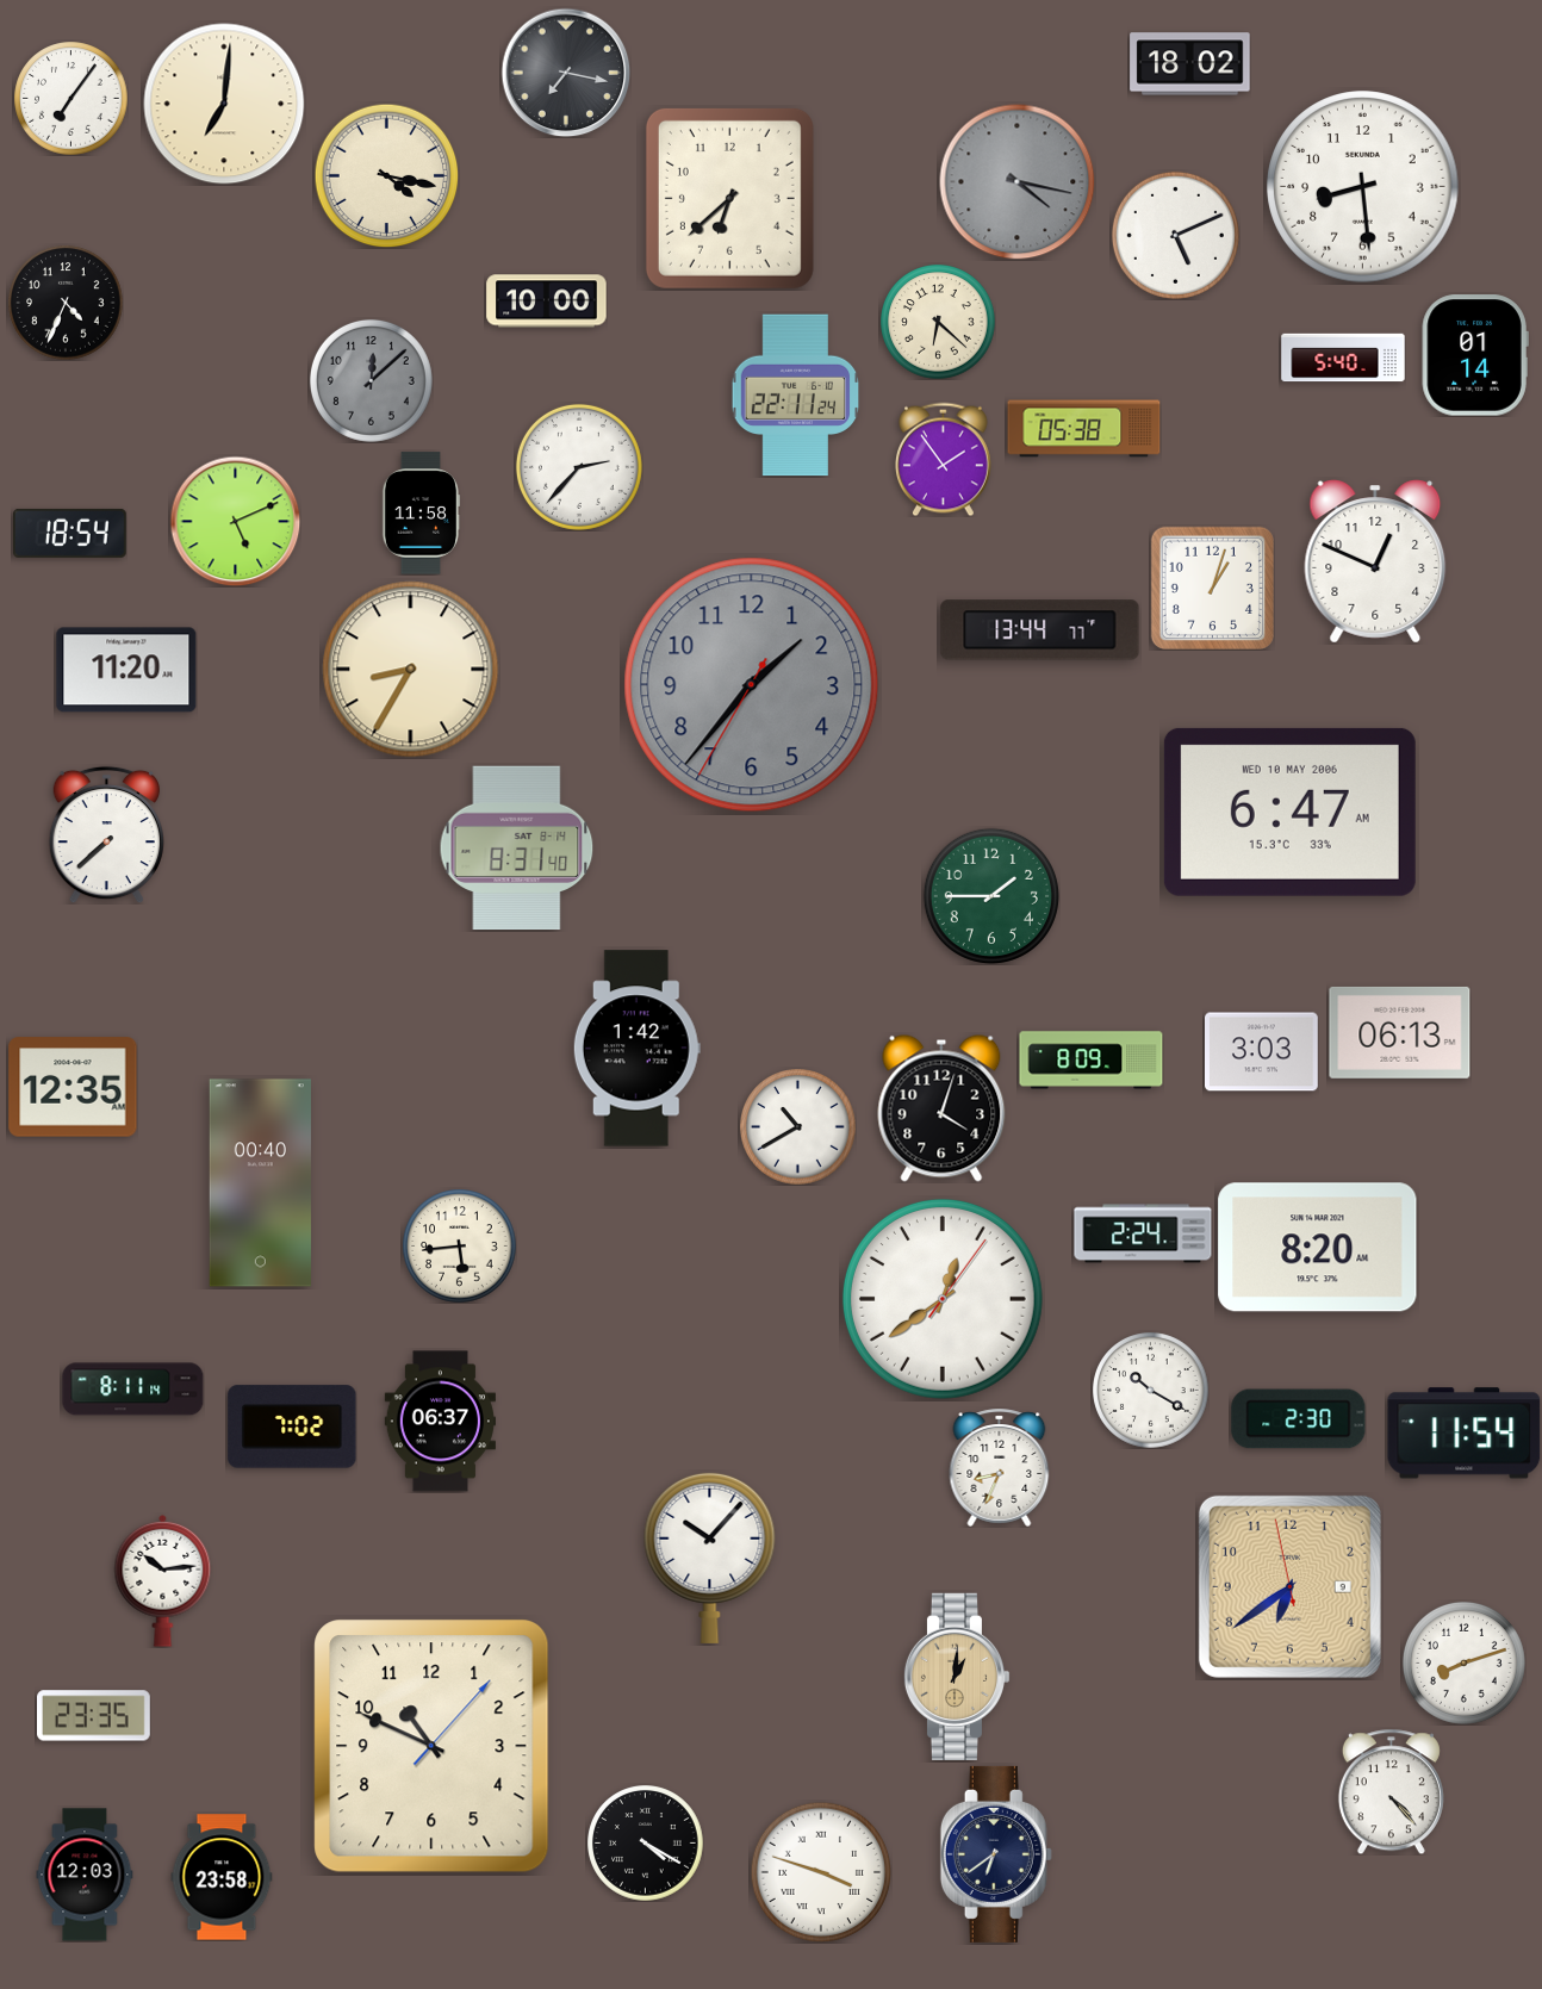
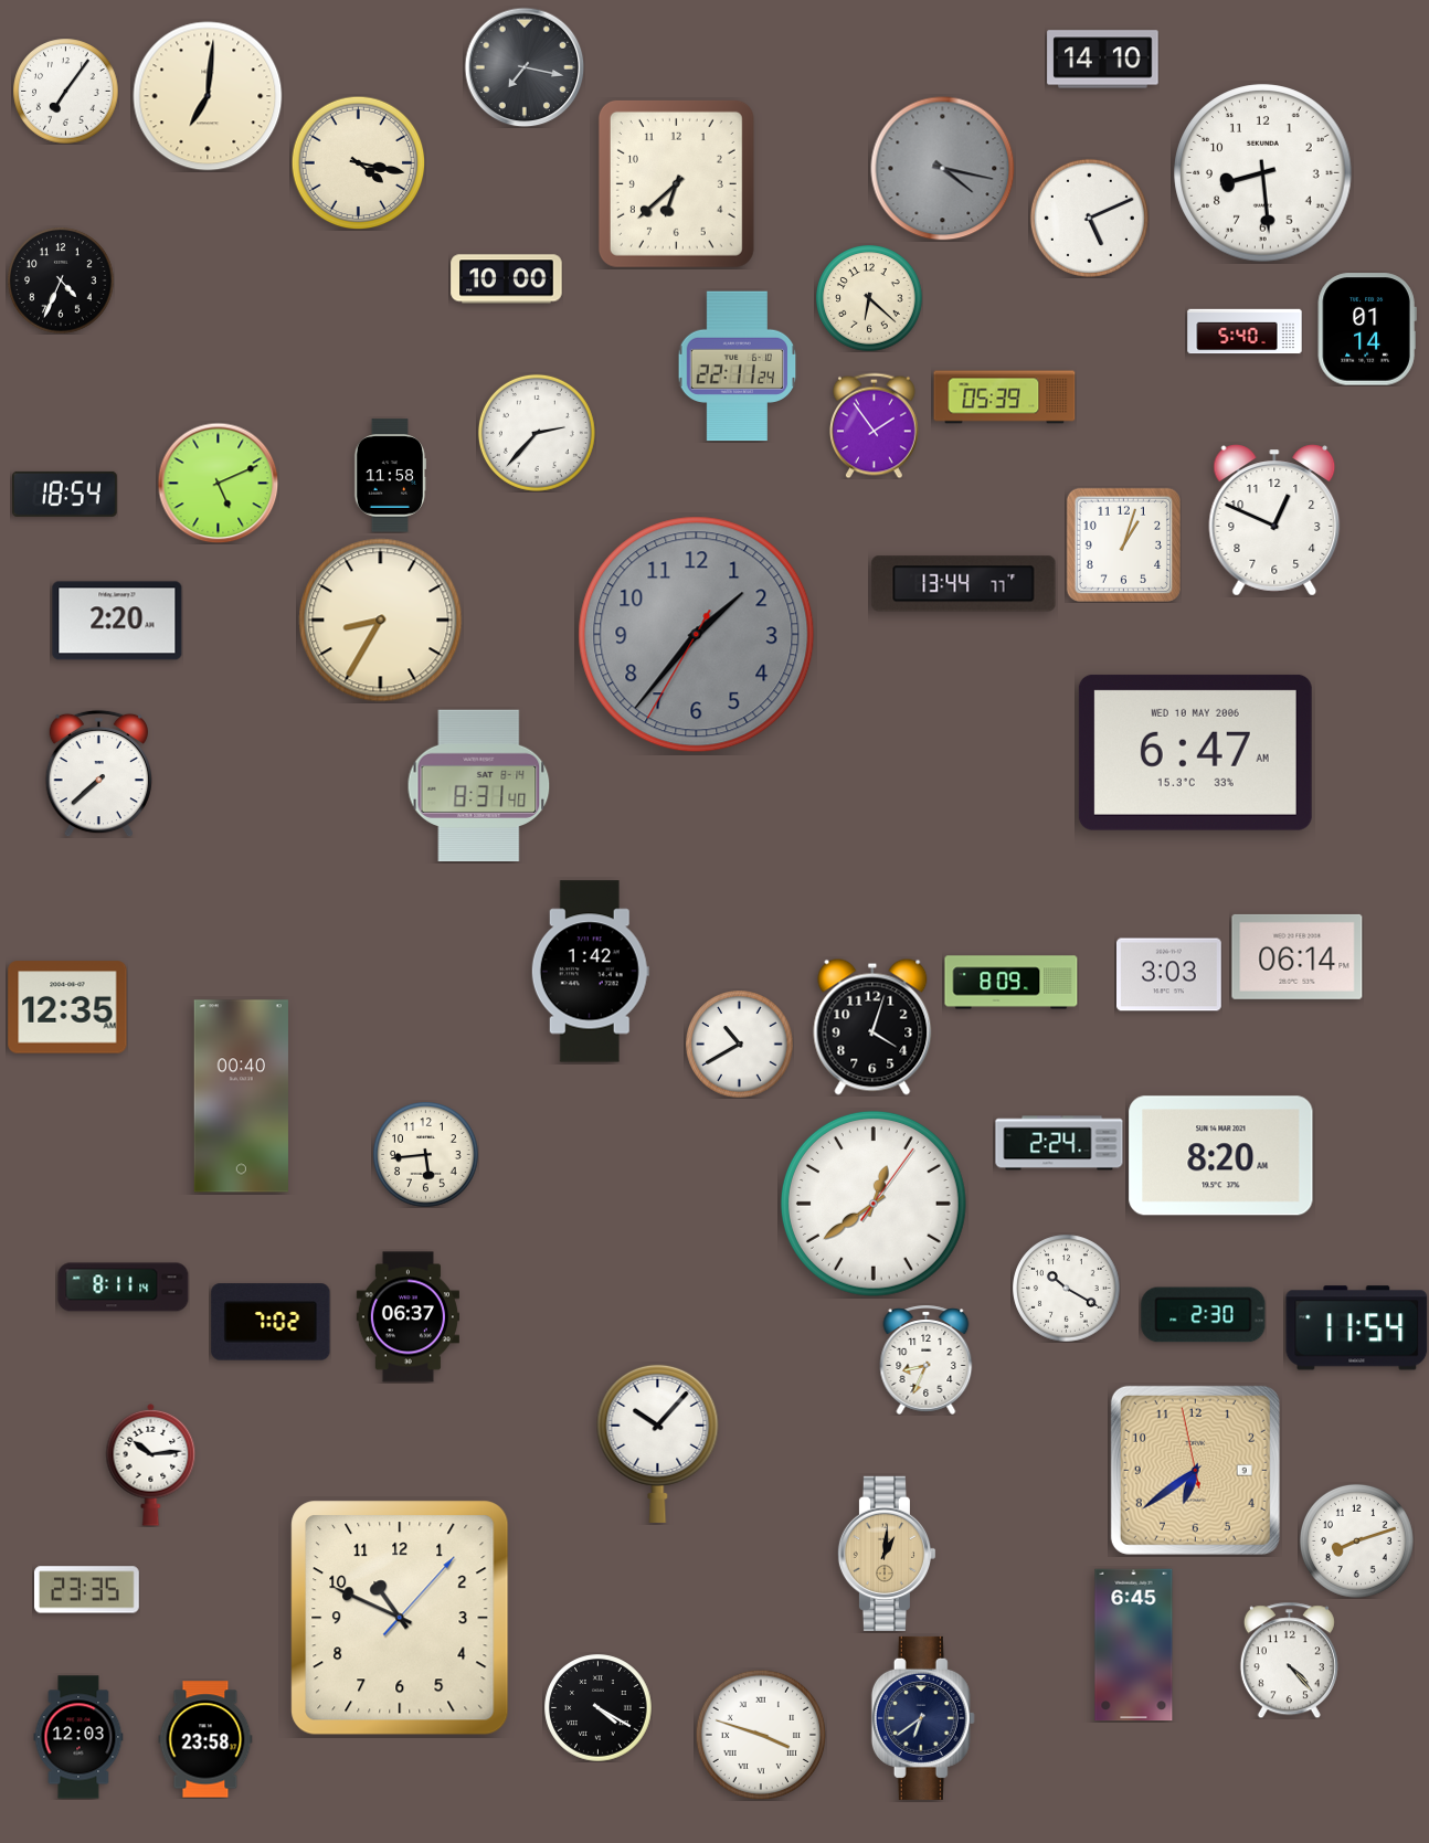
clock at (1190, 64): 18:02 -> 14:10
clock at (371, 380): 12:08 -> none
clock at (1084, 429): 05:38 -> 05:39
clock at (126, 670): 11:20 -> 2:20
clock at (991, 896): 1:45 -> none
clock at (1400, 1032): 06:13 -> 06:14
clock at (1134, 1645): none -> 6:45
